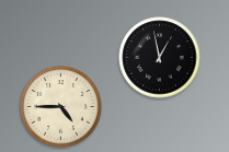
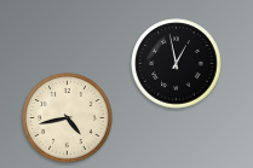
clock at (61, 107): 4:45 -> 4:43
